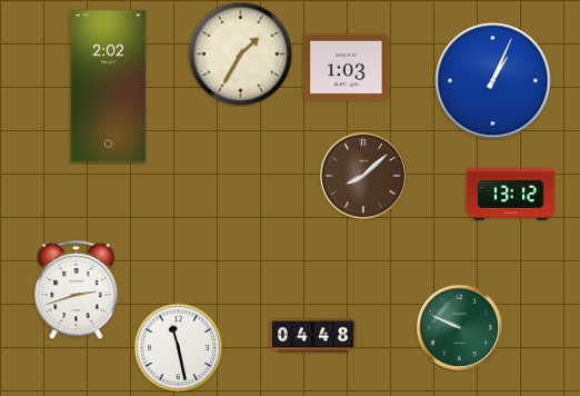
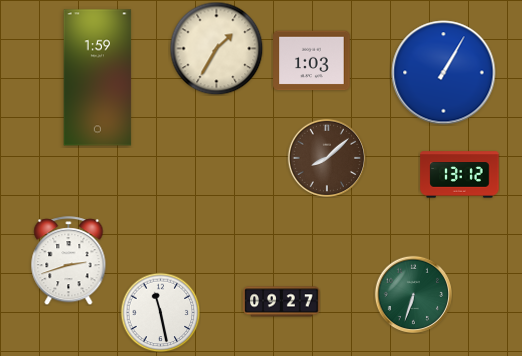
clock at (493, 81): 1:04 -> 1:05
clock at (109, 87): 2:02 -> 1:59
clock at (459, 327): 9:49 -> 6:33
clock at (313, 336): 04:48 -> 09:27
